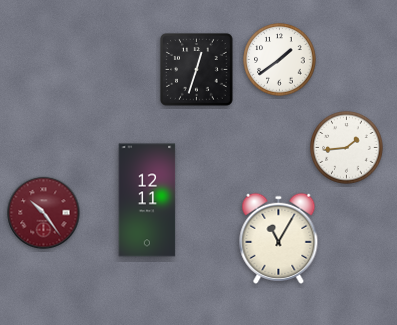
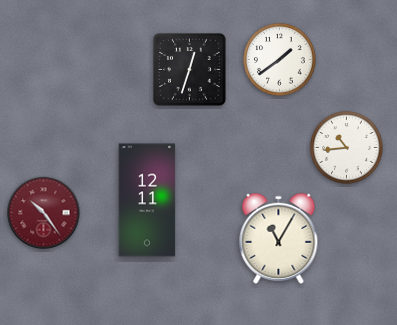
clock at (197, 70) position: (197, 70) -> (190, 70)
clock at (347, 148): 1:44 -> 10:44
